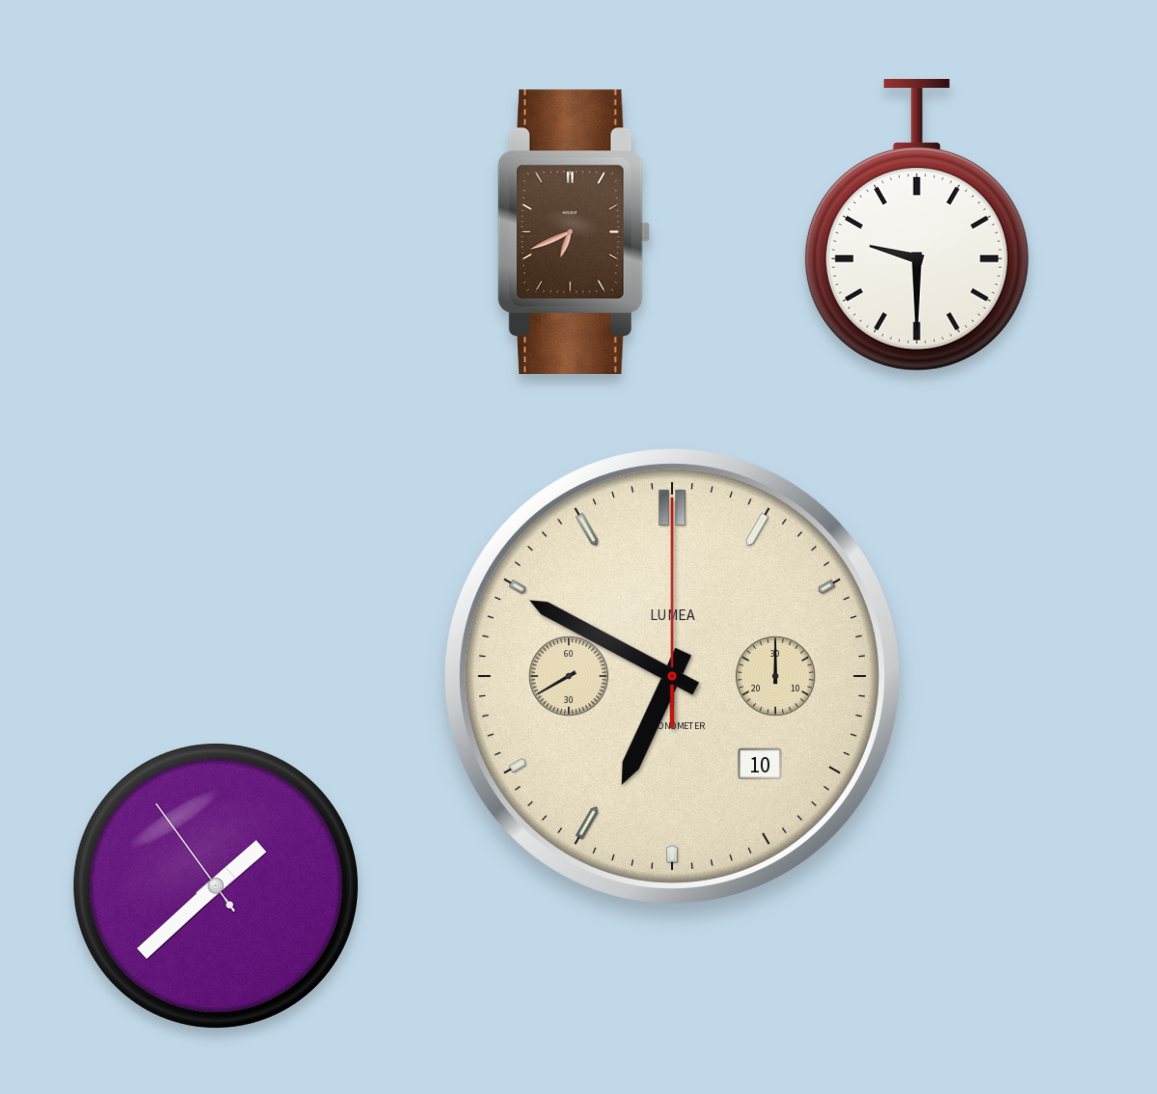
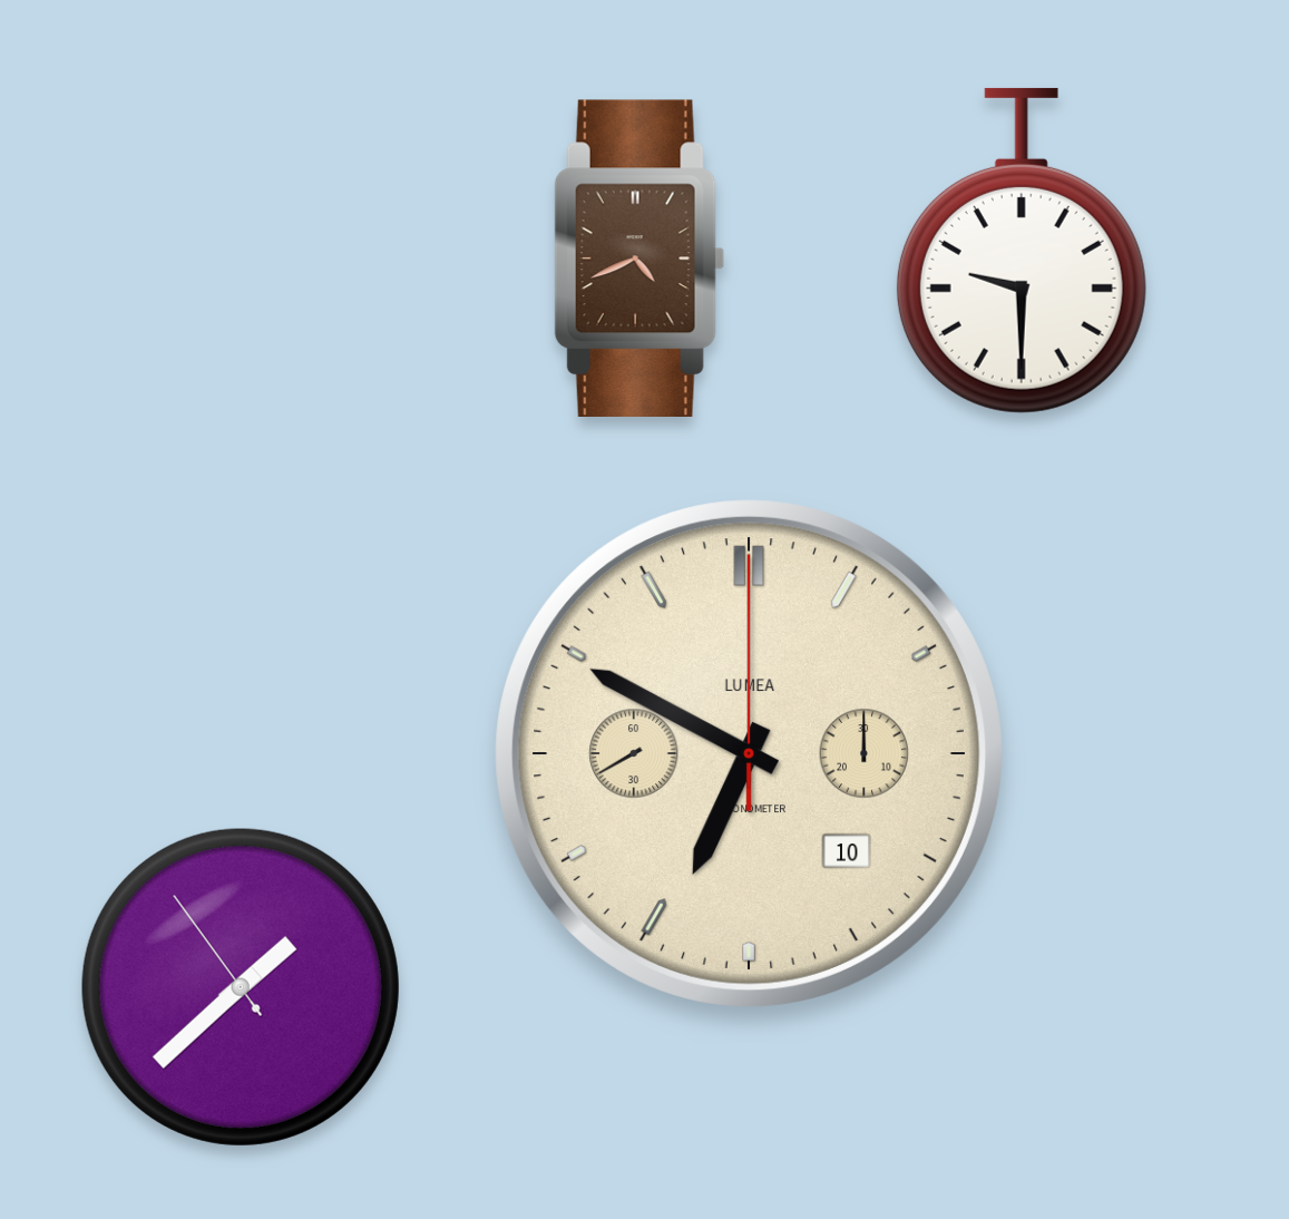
clock at (574, 231): 6:41 -> 4:41
